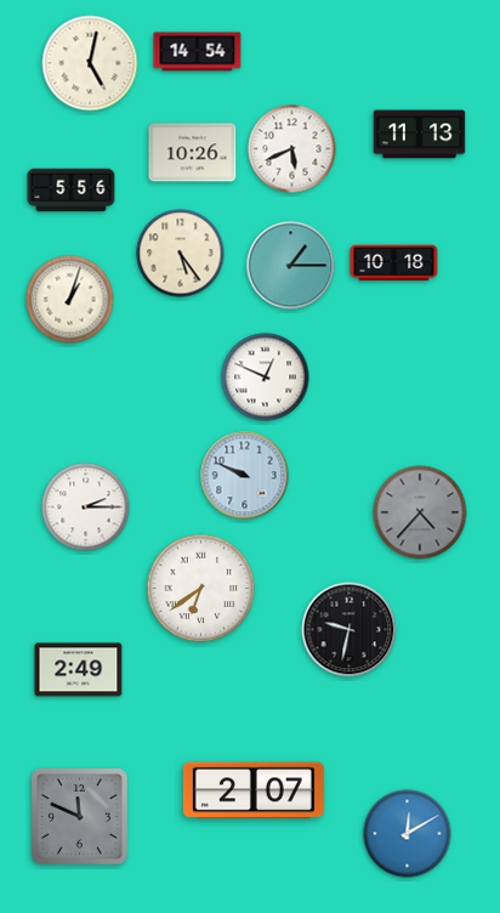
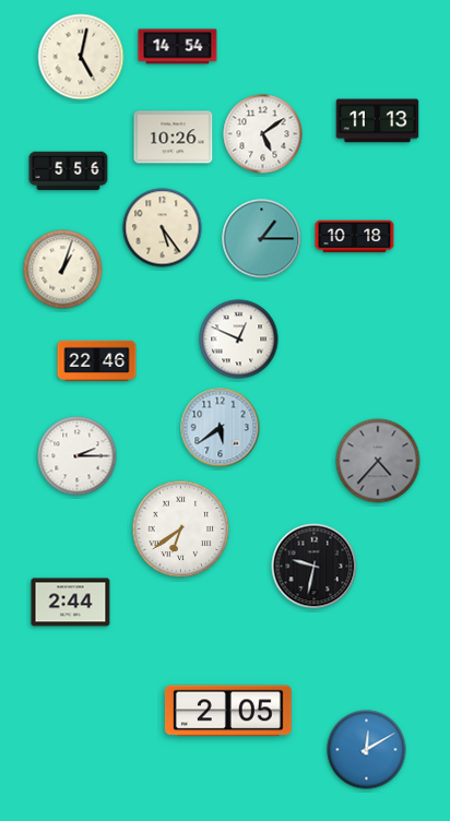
clock at (292, 149): 5:41 -> 5:09
clock at (72, 191) position: (72, 191) -> (69, 171)
clock at (97, 360): none -> 22:46
clock at (245, 476): 9:49 -> 5:39
clock at (79, 670): 2:49 -> 2:44
clock at (254, 790): 2:07 -> 2:05
clock at (79, 816): 11:49 -> none
